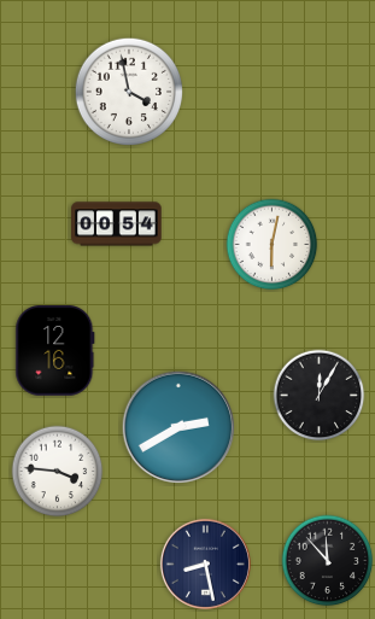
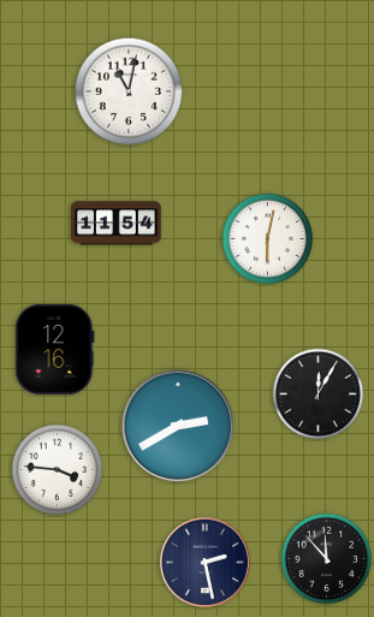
clock at (128, 90): 3:58 -> 11:02
clock at (117, 224): 00:54 -> 11:54
clock at (273, 245) position: (273, 245) -> (268, 239)
clock at (205, 563): 8:28 -> 2:28
